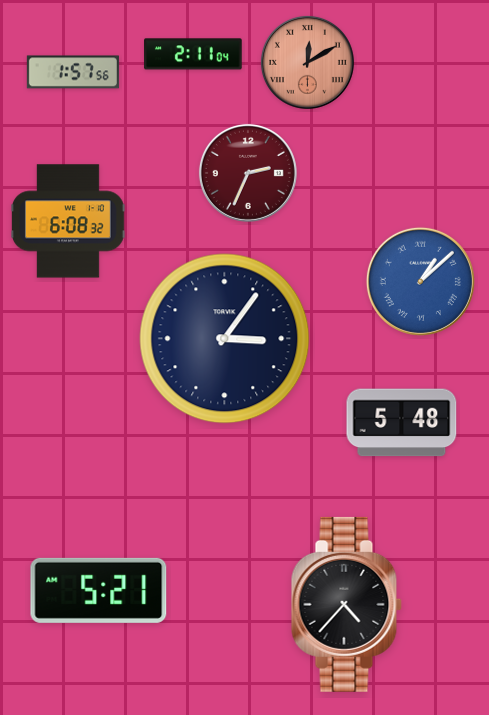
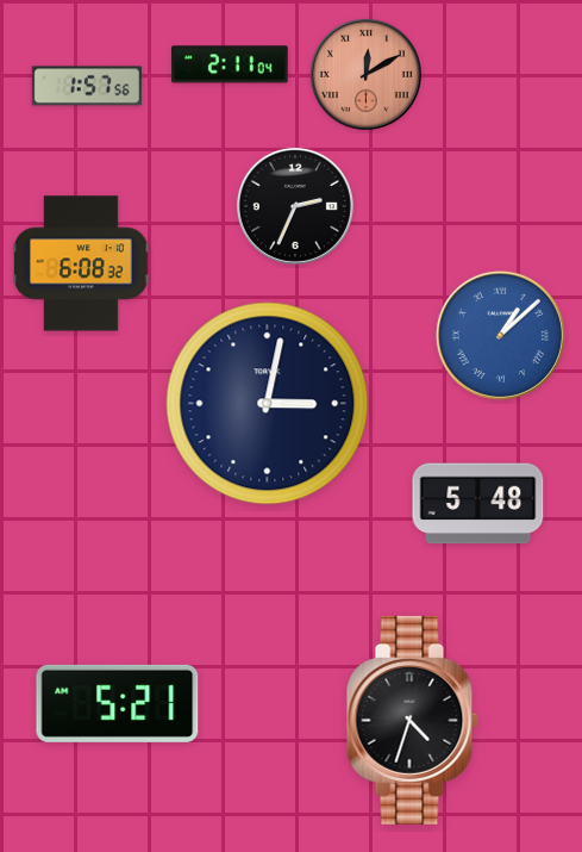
clock at (248, 173) dial: burgundy -> black
clock at (225, 339): 3:06 -> 3:02
clock at (346, 604): 4:37 -> 4:33
